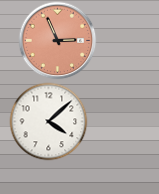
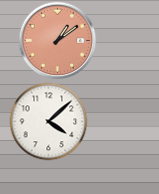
clock at (57, 40): 2:56 -> 1:09
